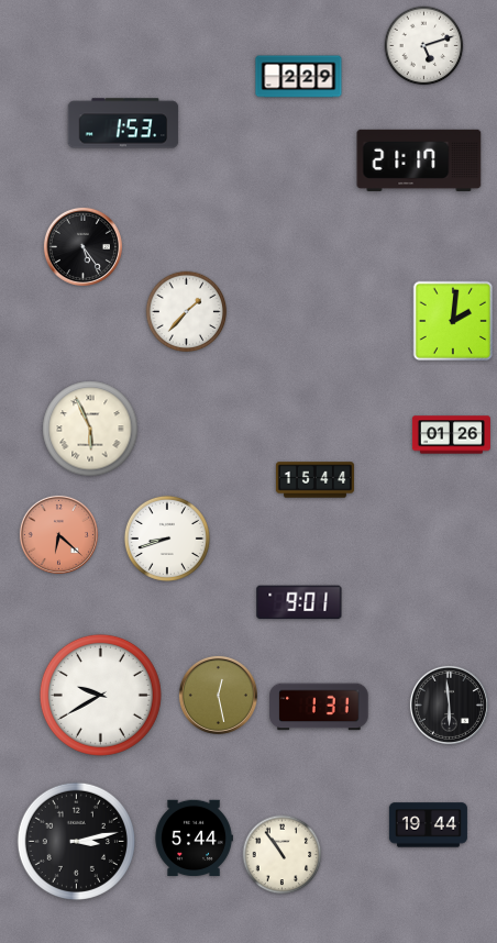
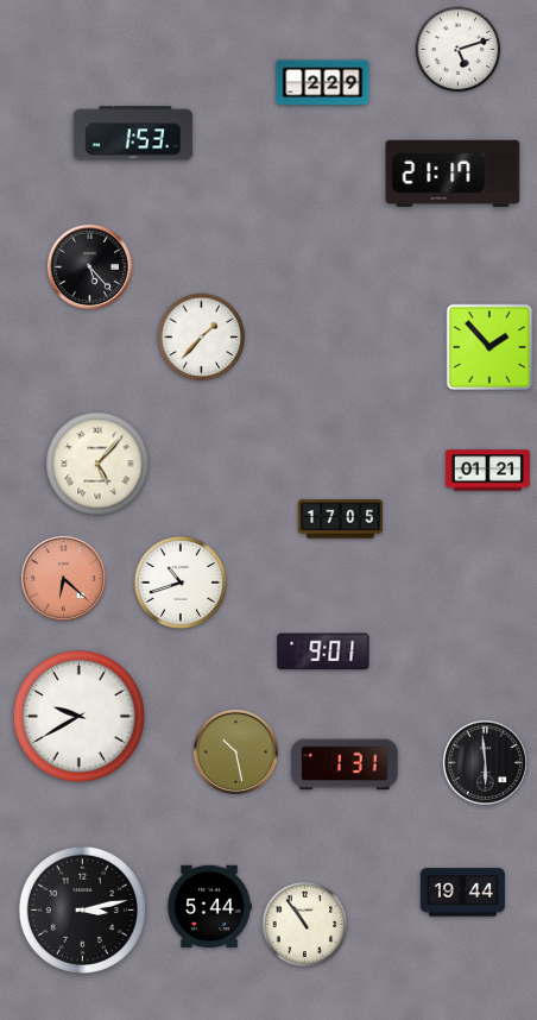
clock at (82, 246): 5:24 -> 5:23
clock at (453, 321): 2:01 -> 1:53
clock at (90, 429): 5:56 -> 5:07
clock at (451, 435): 01:26 -> 01:21
clock at (314, 480): 15:44 -> 17:05
clock at (167, 539): 8:42 -> 10:42
clock at (100, 695) position: (100, 695) -> (78, 716)
clock at (218, 695): 12:28 -> 10:28
